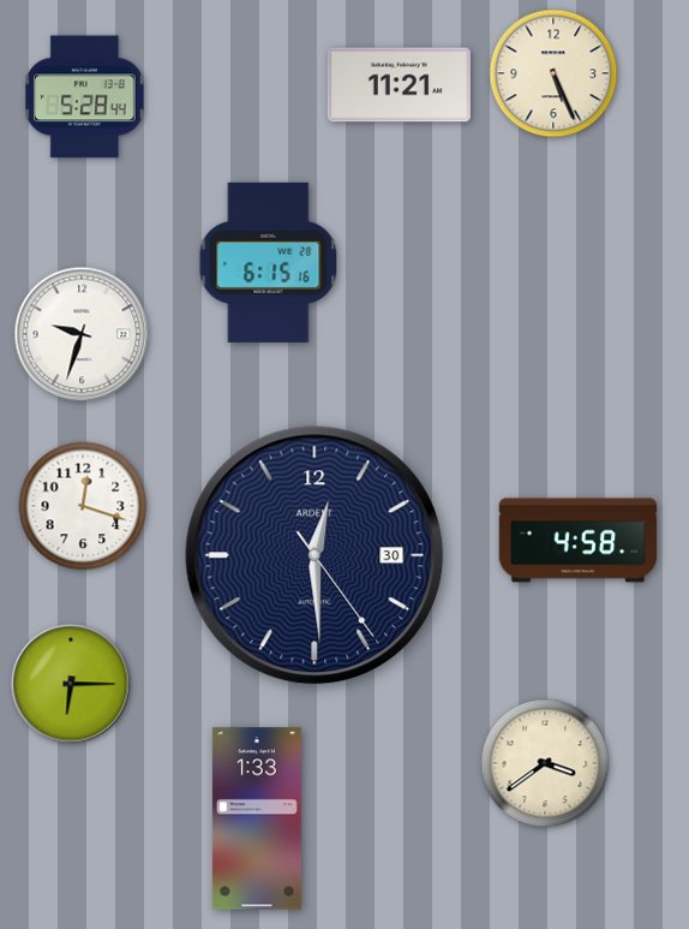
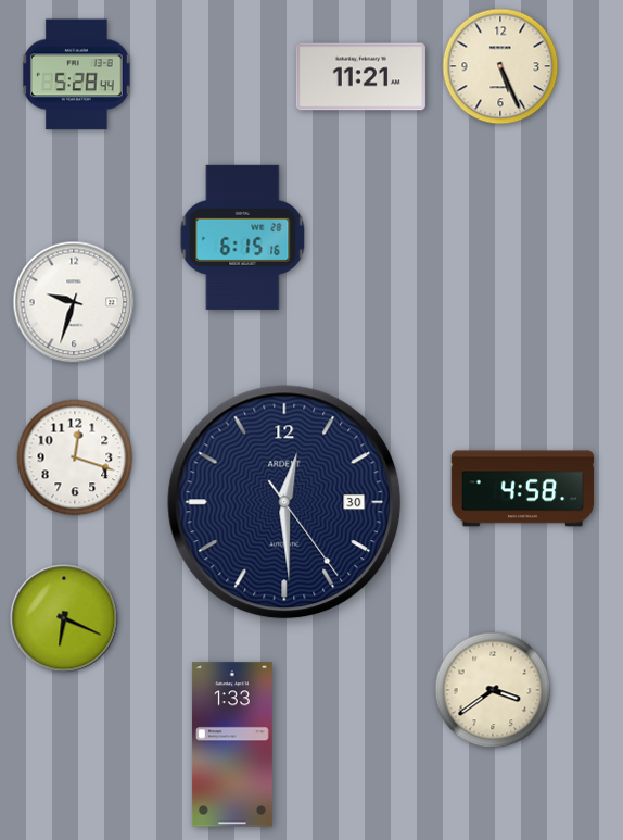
clock at (84, 97) position: (84, 97) -> (76, 75)
clock at (71, 684): 6:15 -> 6:19
clock at (257, 818) position: (257, 818) -> (232, 744)
